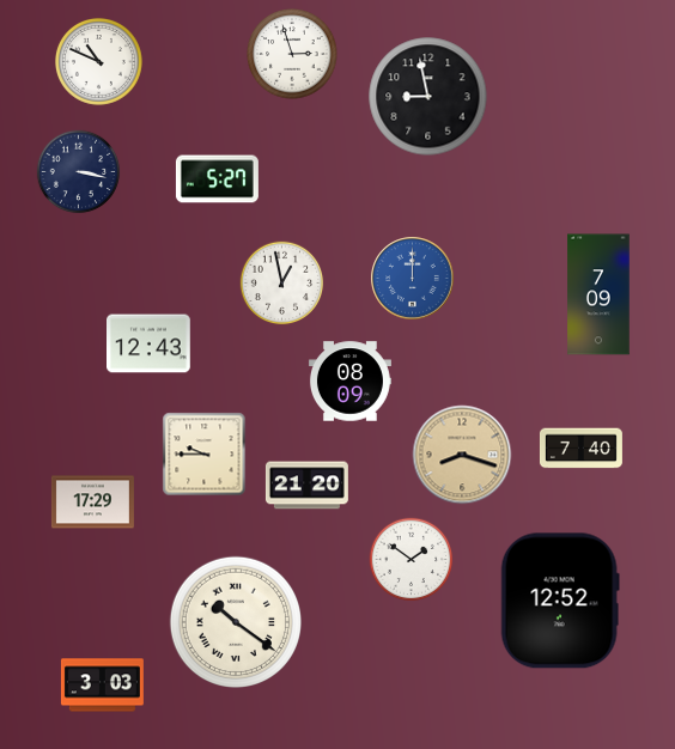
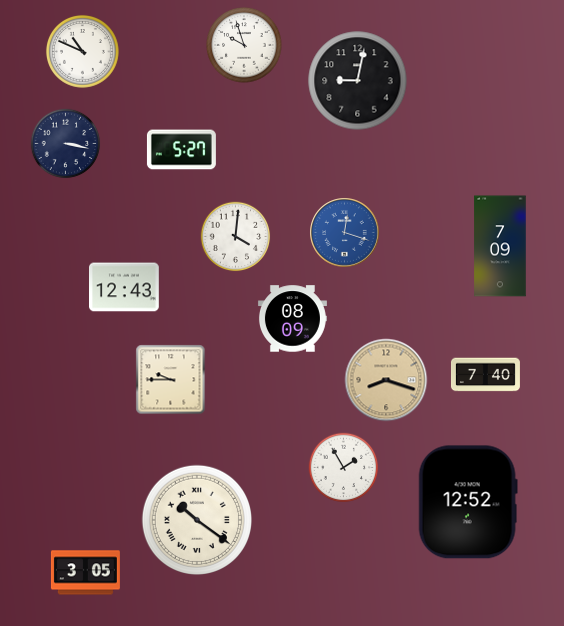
clock at (292, 54): 2:57 -> 9:57
clock at (428, 97): 8:58 -> 9:02
clock at (413, 279): 12:00 -> 12:18
clock at (282, 284): 12:58 -> 4:01
clock at (306, 486): 21:20 -> none
clock at (92, 503): 17:29 -> none
clock at (412, 560): 1:51 -> 1:55
clock at (102, 686): 3:03 -> 3:05
